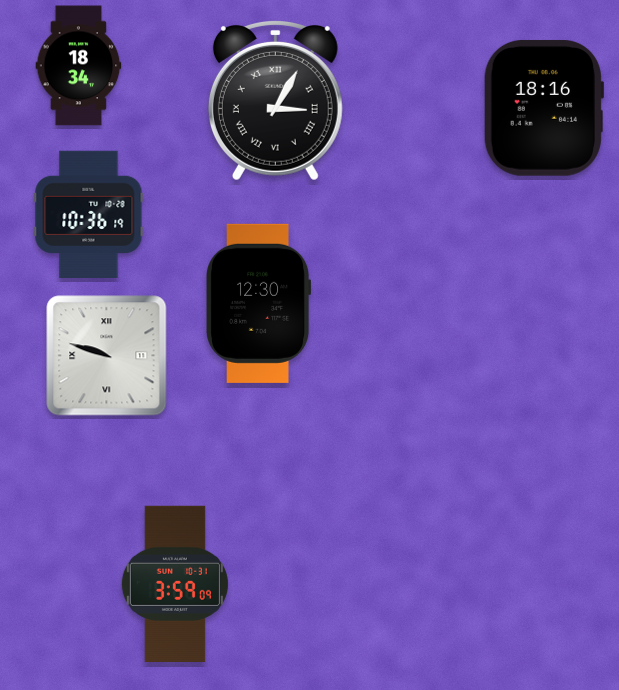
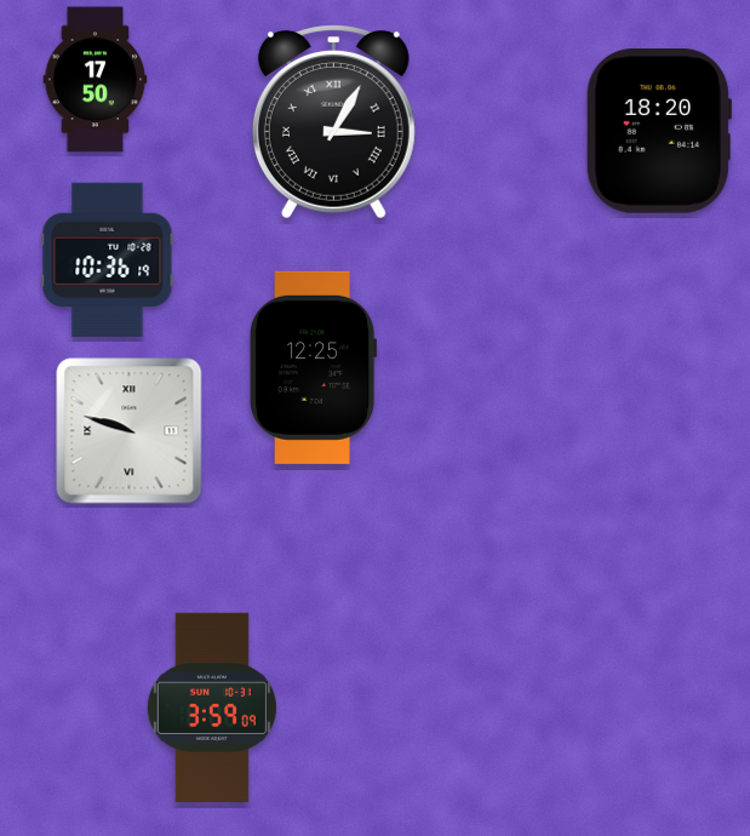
clock at (79, 66): 18:34 -> 17:50
clock at (543, 108): 18:16 -> 18:20
clock at (259, 303): 12:30 -> 12:25
